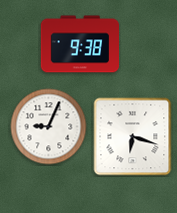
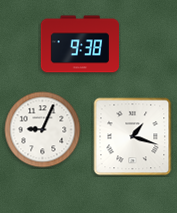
clock at (49, 127) position: (49, 127) -> (43, 130)
clock at (133, 137): 6:18 -> 1:18
